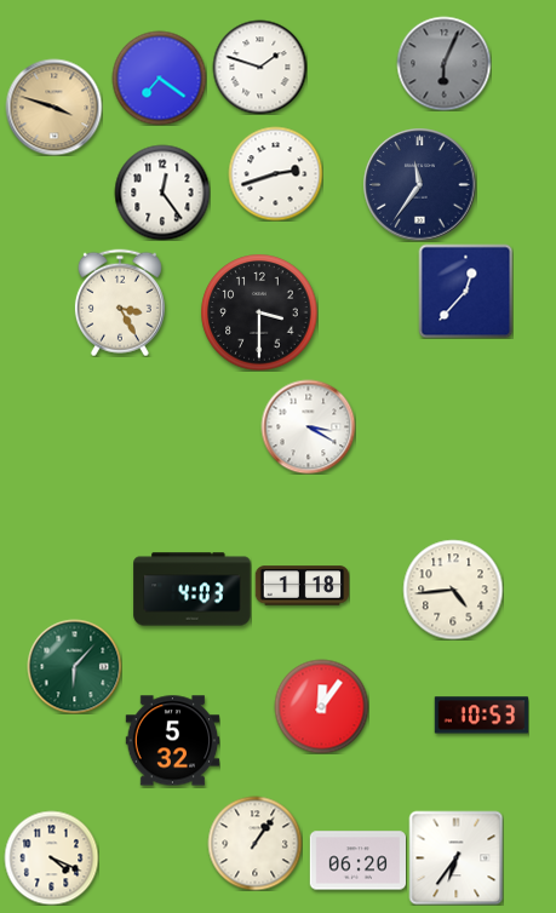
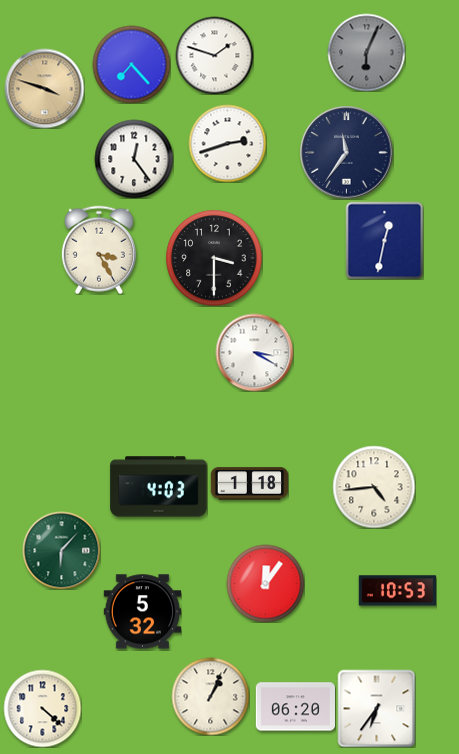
clock at (159, 77): 7:21 -> 7:23
clock at (465, 291): 12:37 -> 12:32
clock at (254, 843): 1:06 -> 1:04
clock at (51, 857): 4:19 -> 4:22
clock at (357, 861) position: (357, 861) -> (295, 707)
